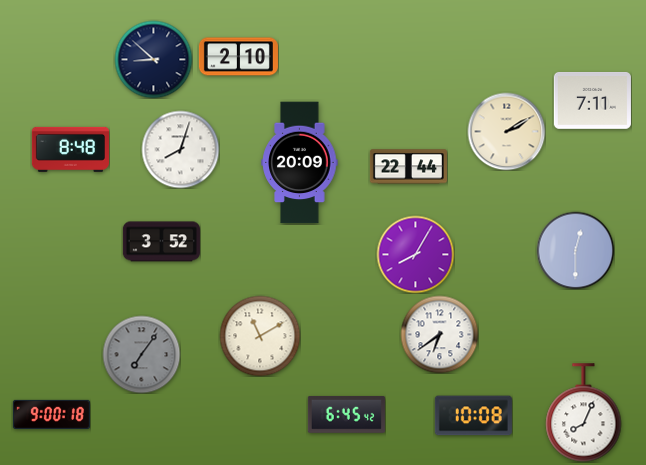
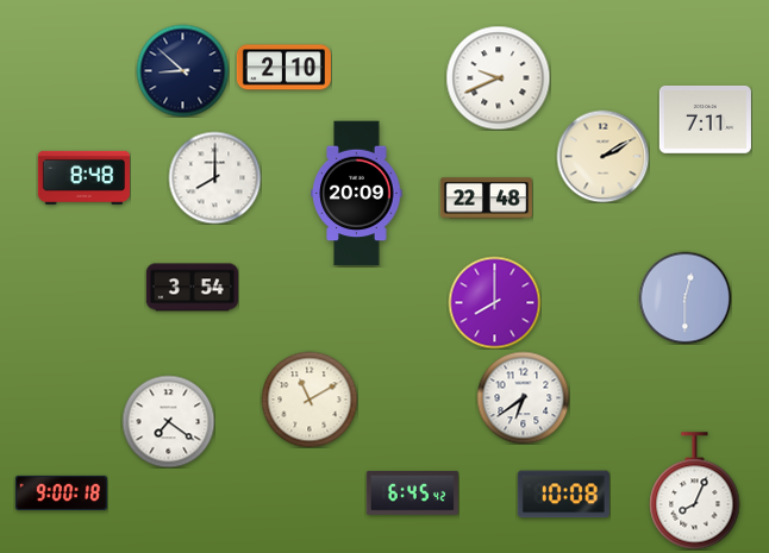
clock at (498, 77): none -> 9:41
clock at (180, 149): 8:03 -> 8:00
clock at (408, 167): 22:44 -> 22:48
clock at (161, 242): 3:52 -> 3:54
clock at (415, 254): 8:05 -> 8:00
clock at (141, 354): 7:06 -> 7:21
clock at (141, 354) dial: grey -> white
